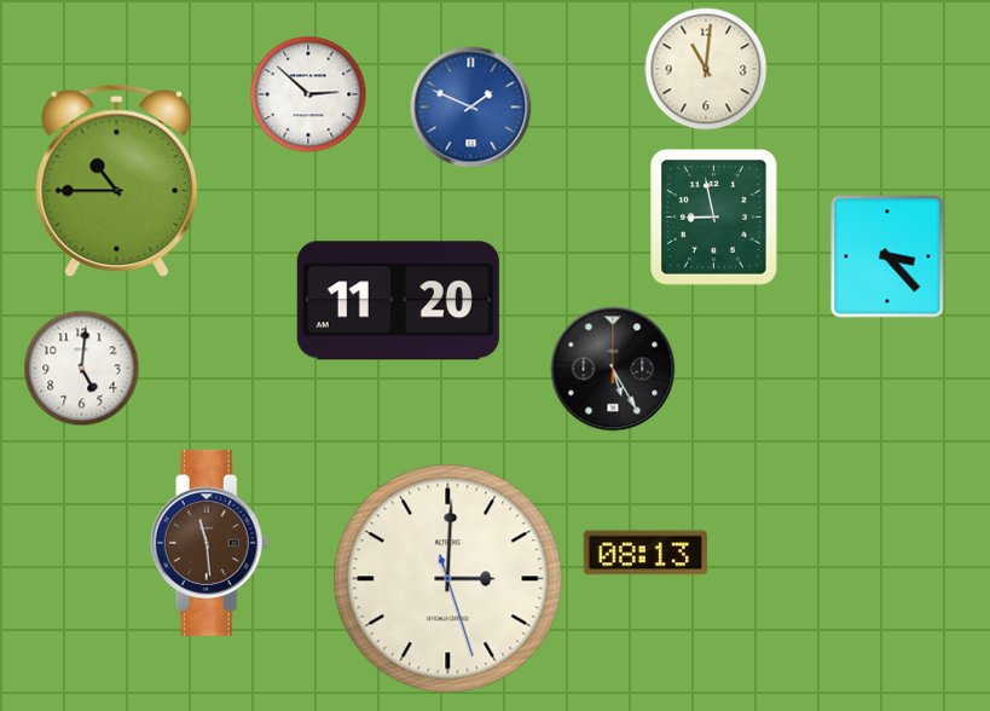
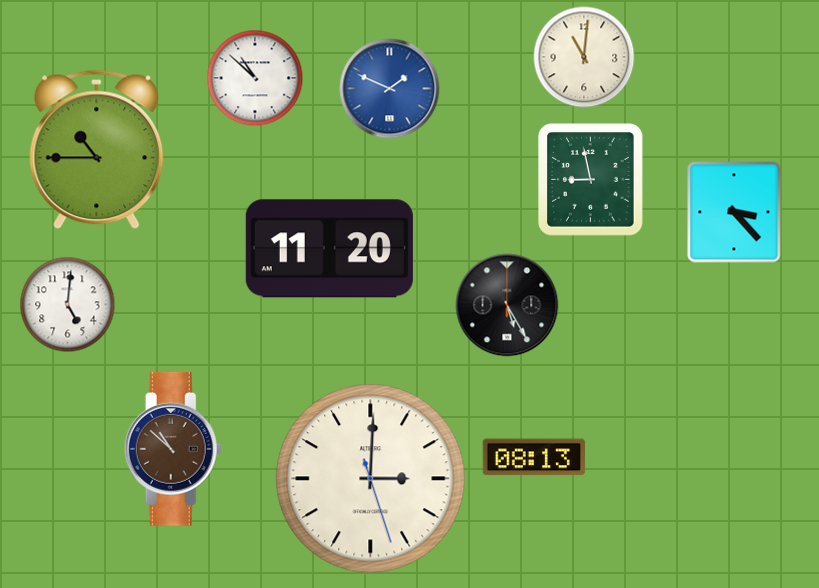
clock at (308, 94): 2:52 -> 10:52
clock at (209, 543): 11:29 -> 10:52
